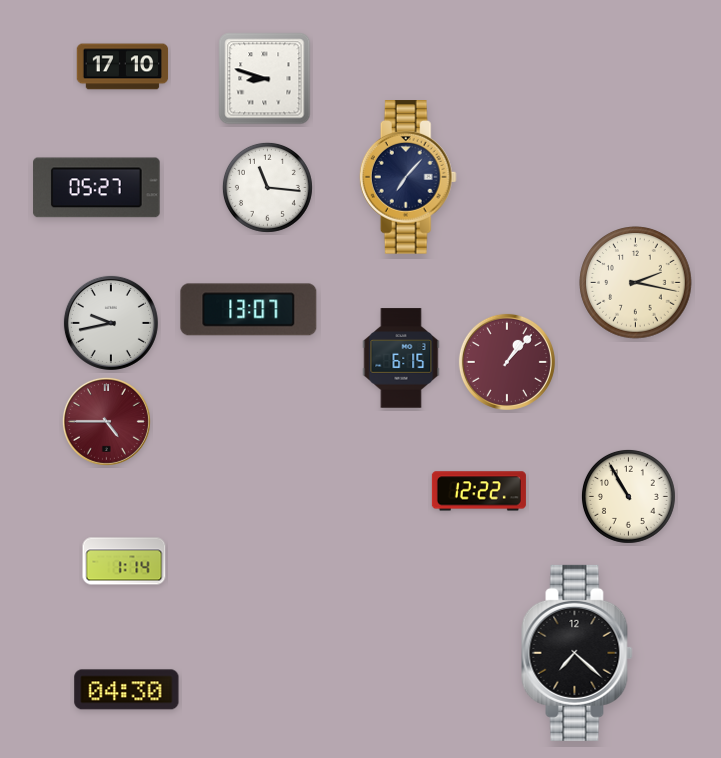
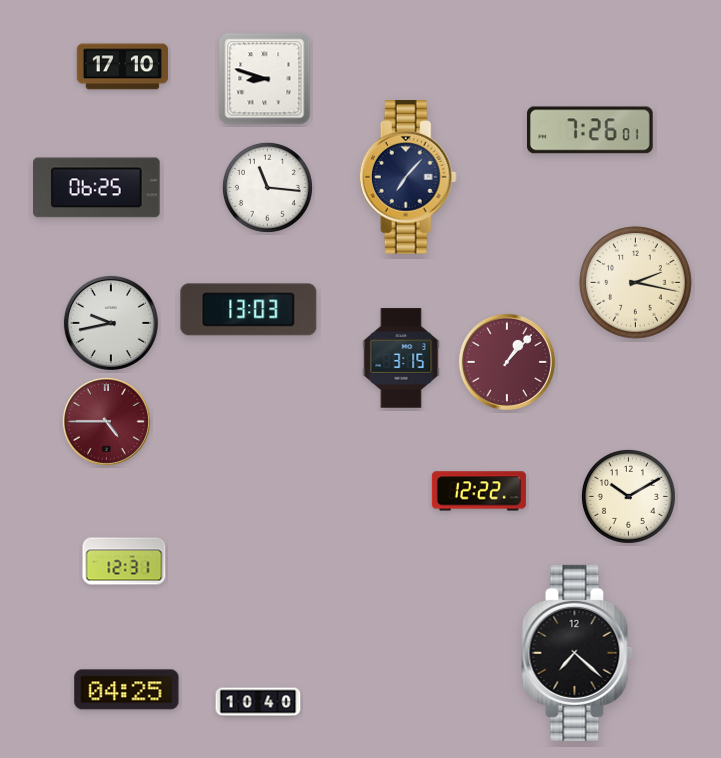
clock at (591, 130): none -> 7:26
clock at (97, 188): 05:27 -> 06:25
clock at (249, 310): 13:07 -> 13:03
clock at (401, 358): 6:15 -> 3:15
clock at (628, 496): 10:55 -> 10:10
clock at (124, 561): 1:14 -> 12:31
clock at (127, 690): 04:30 -> 04:25
clock at (258, 702): none -> 10:40
